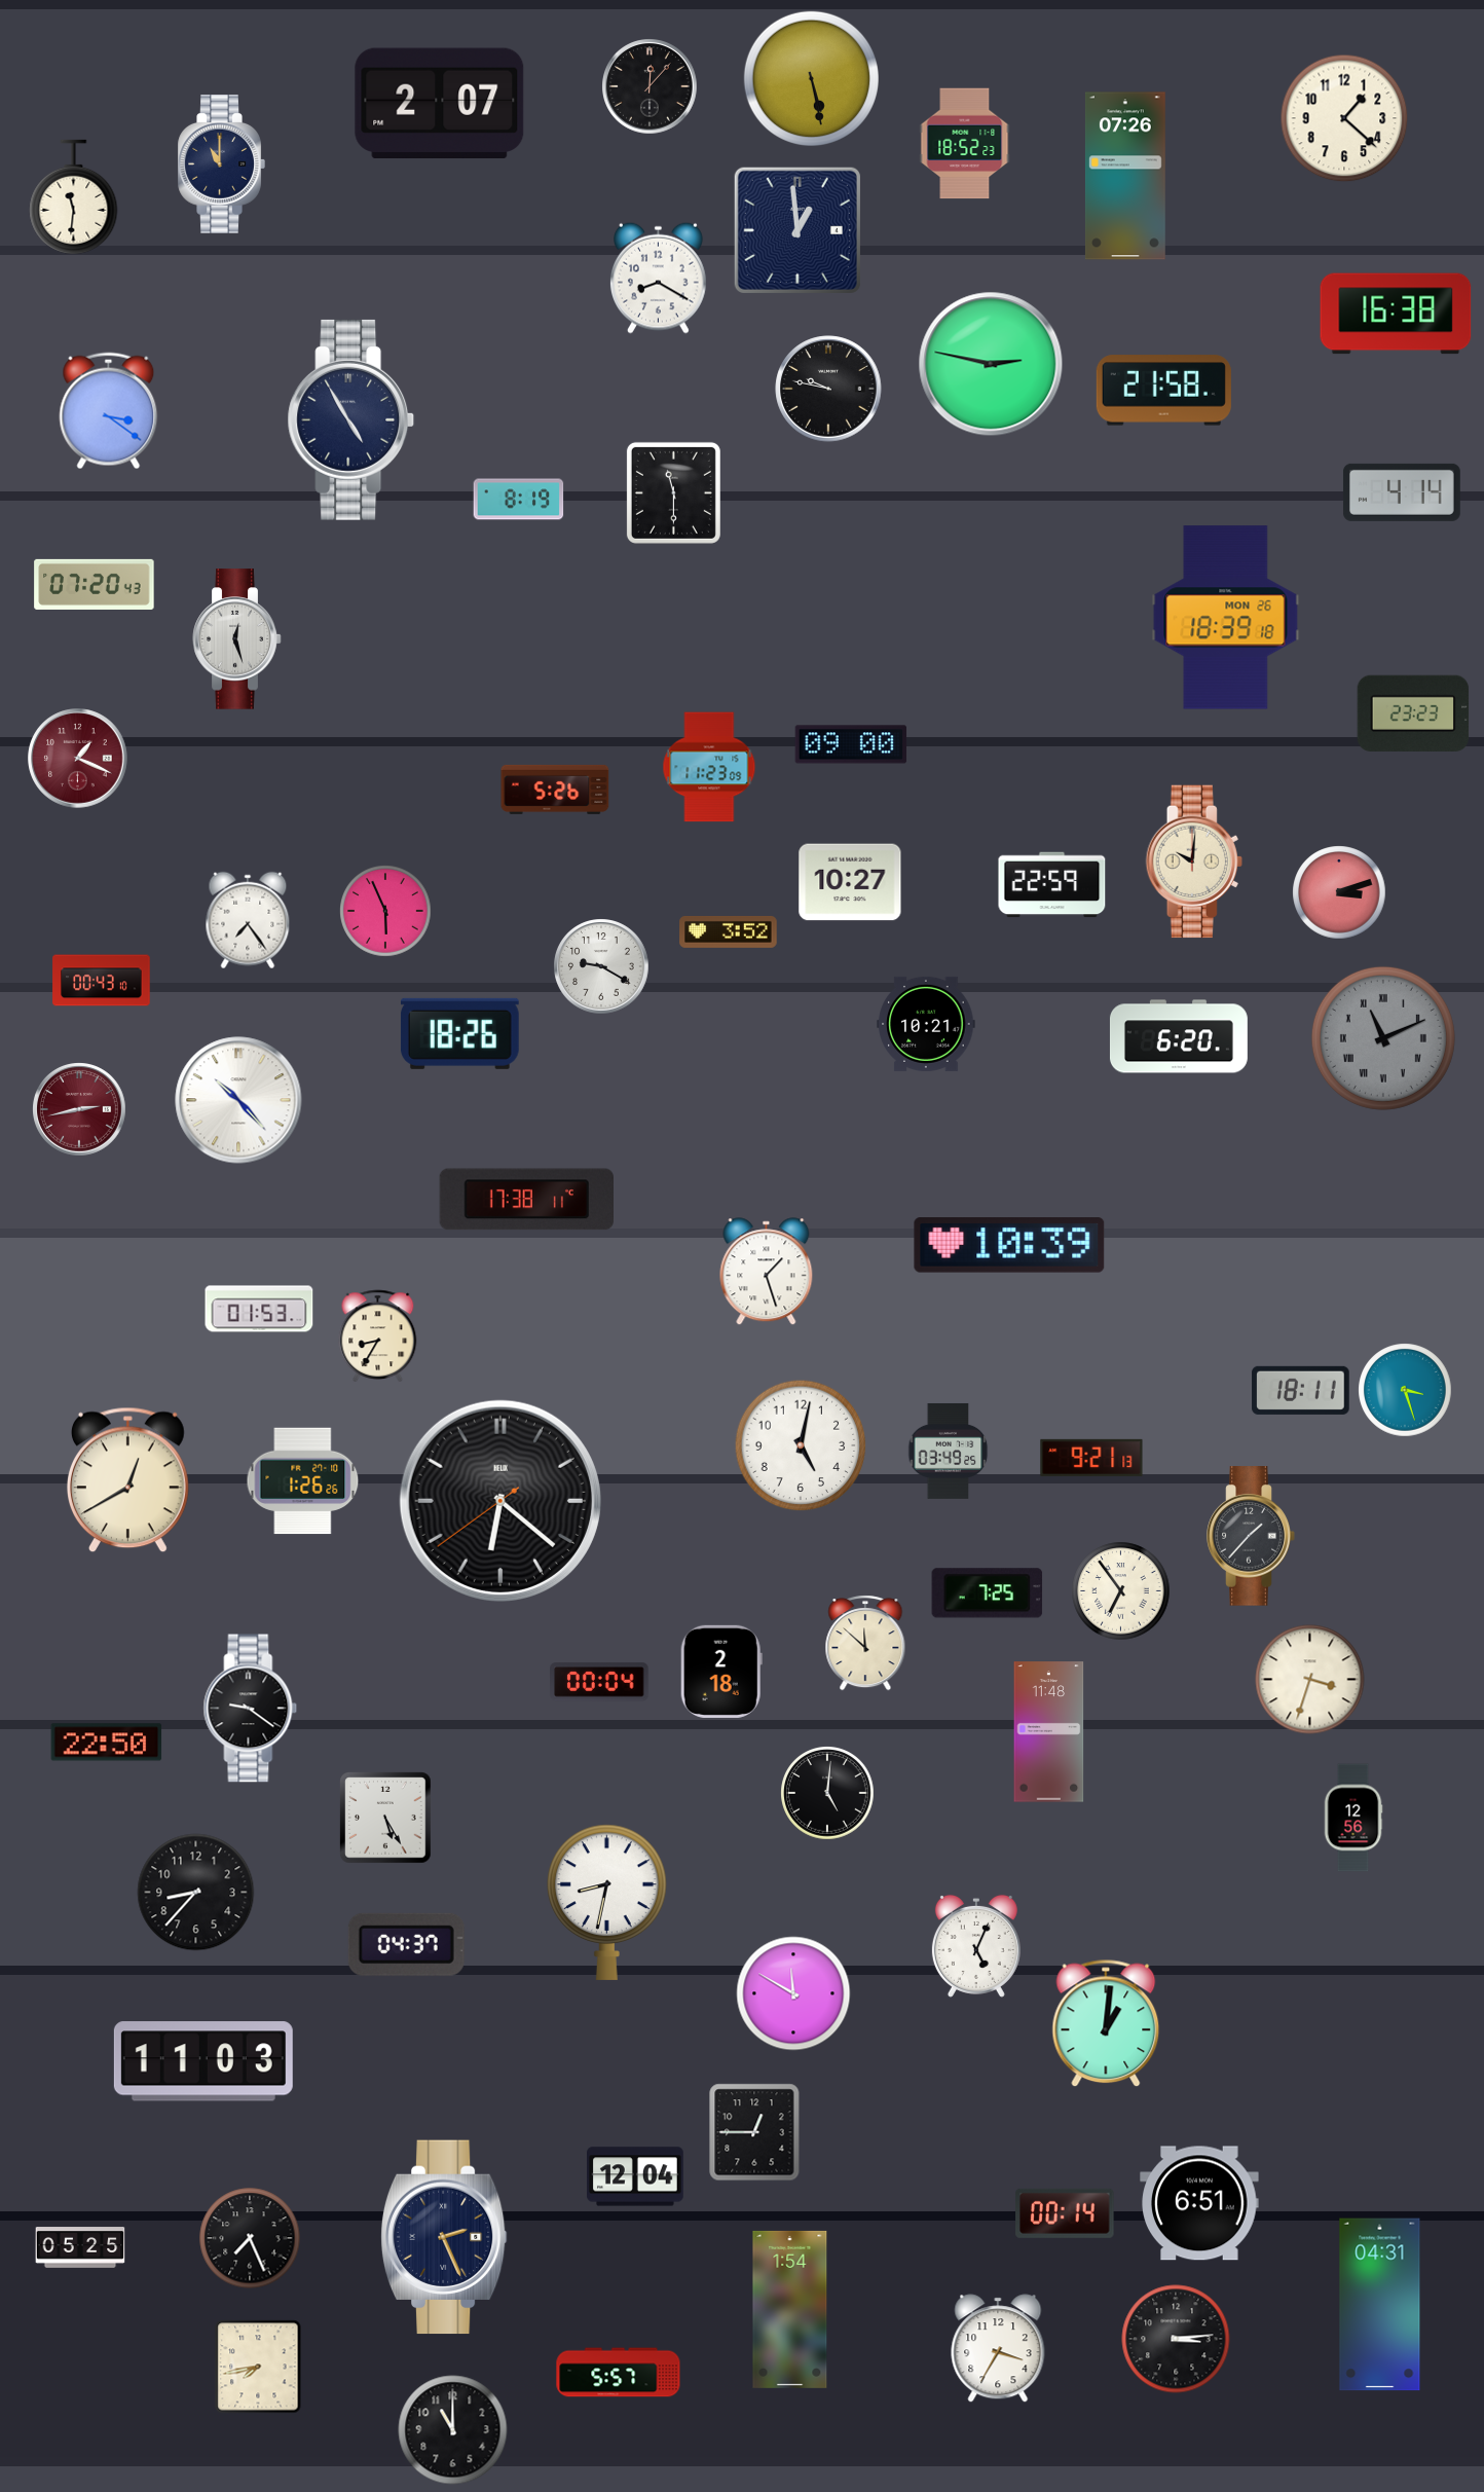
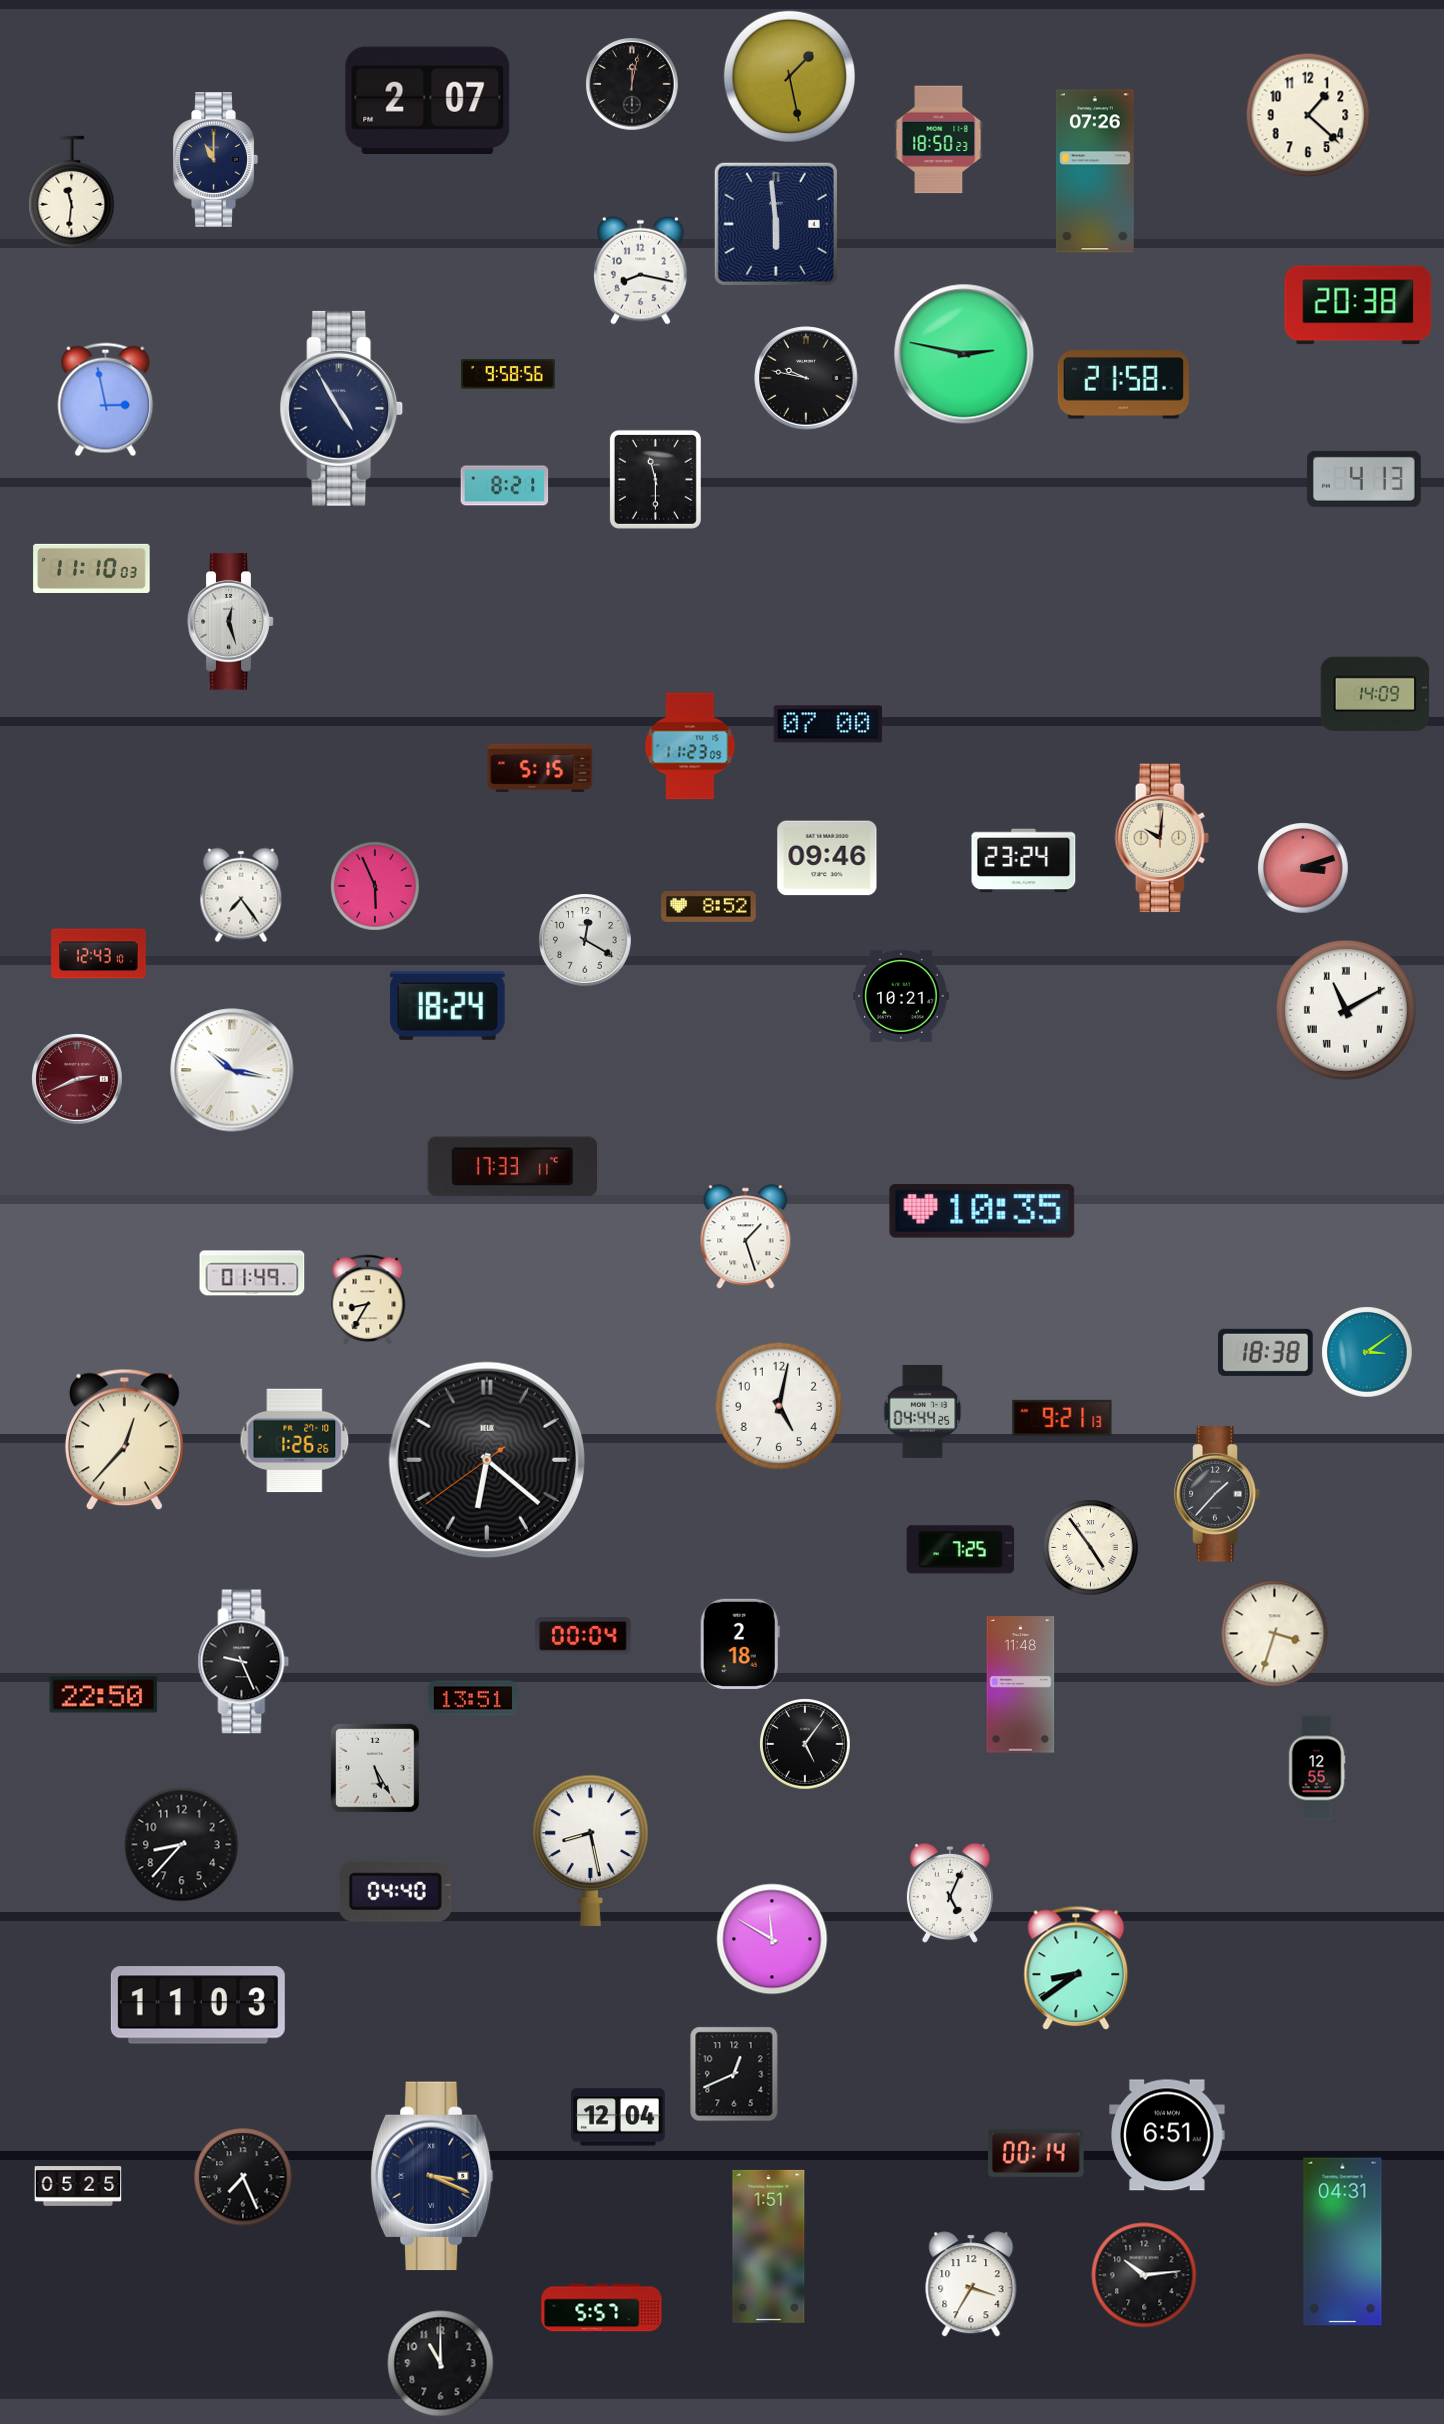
clock at (811, 78): 5:28 -> 1:28
clock at (650, 86): 12:07 -> 12:02
clock at (965, 144): 18:52 -> 18:50
clock at (797, 230): 12:59 -> 5:59
clock at (658, 278): 8:20 -> 8:17
clock at (1396, 314): 16:38 -> 20:38
clock at (508, 374): none -> 9:58
clock at (1163, 391) position: (1163, 391) -> (1123, 385)
clock at (109, 411): 3:21 -> 2:58
clock at (1402, 492): 4:14 -> 4:13
clock at (519, 500): 8:19 -> 8:21
clock at (95, 584): 07:20 -> 11:10
clock at (1226, 618): 18:39 -> none
clock at (1413, 712): 23:23 -> 14:09
clock at (851, 744): 09:00 -> 07:00
clock at (78, 759): 1:19 -> none
clock at (555, 790): 5:26 -> 5:15
clock at (850, 882): 10:27 -> 09:46
clock at (1052, 885): 22:59 -> 23:24
clock at (729, 931): 3:52 -> 8:52
clock at (601, 966): 9:20 -> 12:20
clock at (102, 981): 00:43 -> 12:43
clock at (459, 1033): 18:26 -> 18:24
clock at (1179, 1036): 6:20 -> none
clock at (1383, 1038): 11:11 -> 11:10
clock at (1383, 1038) dial: grey -> white
clock at (238, 1100): 10:23 -> 10:17
clock at (80, 1110): 2:43 -> 2:41
clock at (526, 1200): 17:38 -> 17:33
clock at (1009, 1245): 10:39 -> 10:35
clock at (259, 1309): 01:53 -> 01:49
clock at (1301, 1390): 18:11 -> 18:38
clock at (1405, 1390): 3:27 -> 3:09
clock at (949, 1451): 03:49 -> 04:44
clock at (127, 1480): 12:40 -> 12:37
clock at (1121, 1591): 6:54 -> 4:54
clock at (865, 1643): 11:52 -> none
clock at (721, 1672) position: (721, 1672) -> (740, 1644)
clock at (251, 1709): 9:21 -> 9:26
clock at (473, 1698): none -> 13:51
clock at (827, 1793): 5:01 -> 5:06
clock at (1353, 1818): 12:56 -> 12:55
clock at (196, 1893) position: (196, 1893) -> (182, 1845)
clock at (607, 1902): 8:32 -> 8:28
clock at (406, 1944): 04:37 -> 04:40
clock at (1106, 2023): 1:01 -> 8:39
clock at (754, 2132): 12:45 -> 12:41
clock at (1199, 2203) position: (1199, 2203) -> (1167, 2135)
clock at (444, 2237): 2:26 -> 3:19
clock at (790, 2309): 1:54 -> 1:51
clock at (1176, 2339): 3:14 -> 10:14
clock at (258, 2367): 7:43 -> none
